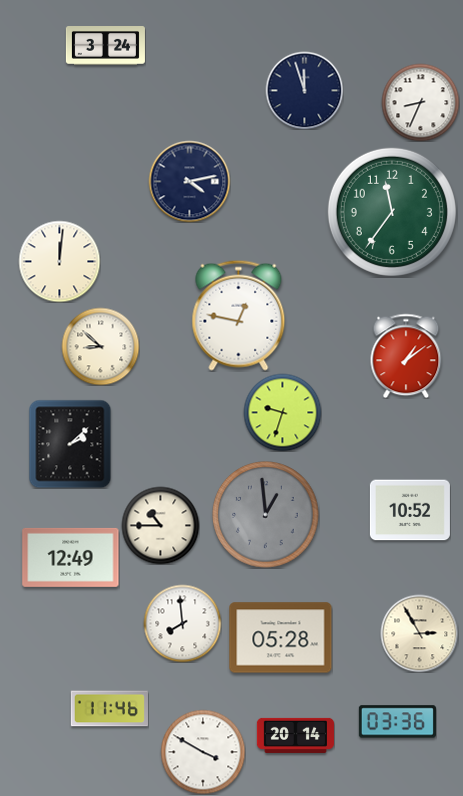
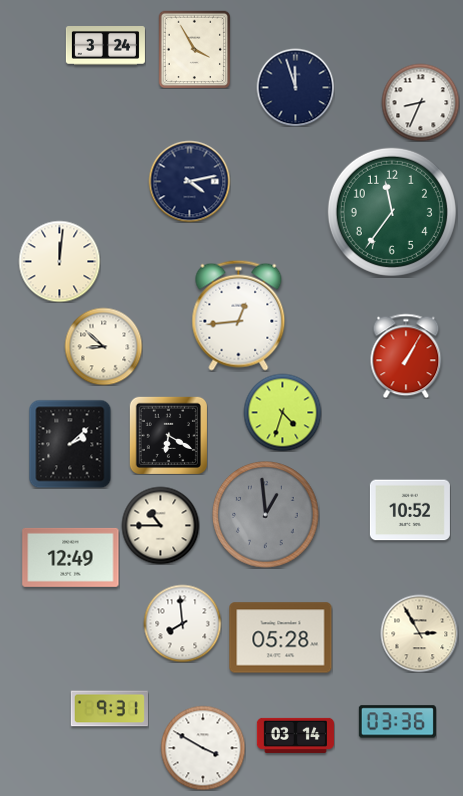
clock at (195, 49): none -> 3:55
clock at (304, 90) position: (304, 90) -> (295, 87)
clock at (239, 315): 12:47 -> 12:44
clock at (100, 346) position: (100, 346) -> (103, 346)
clock at (406, 356): 1:09 -> 1:05
clock at (282, 412): 9:33 -> 4:33
clock at (168, 435): none -> 6:20
clock at (109, 709): 11:46 -> 9:31
clock at (295, 735): 20:14 -> 03:14
clock at (203, 752) position: (203, 752) -> (203, 748)
